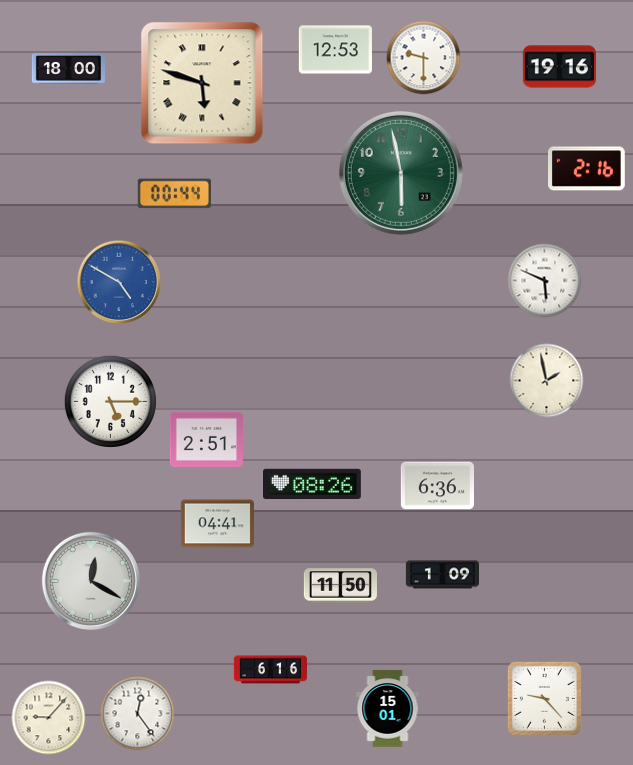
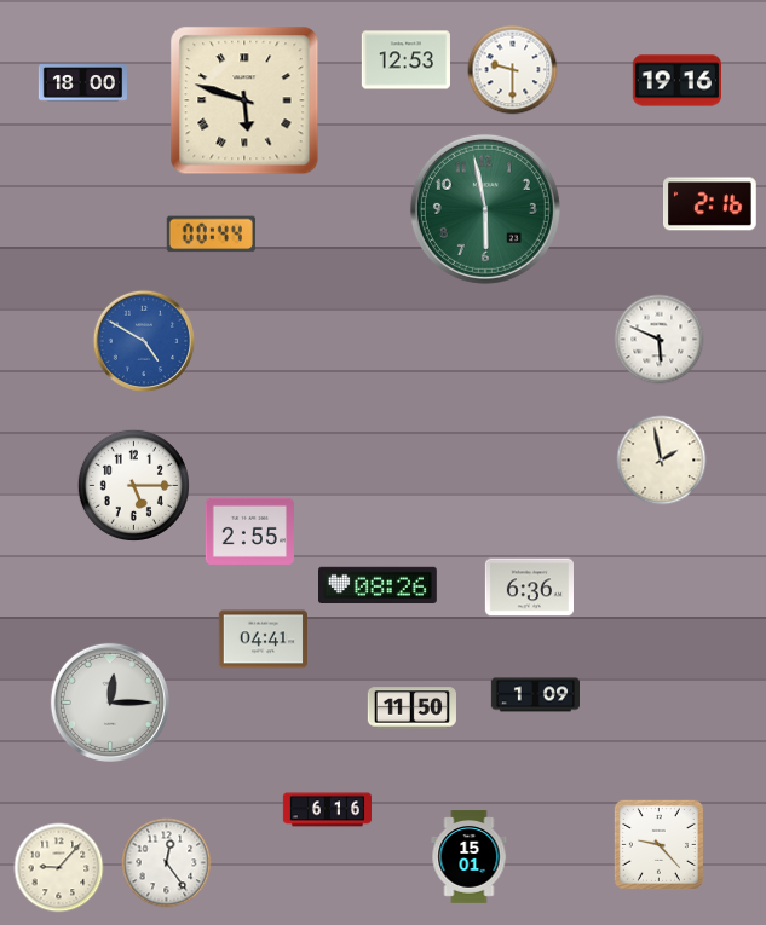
clock at (206, 439): 2:51 -> 2:55
clock at (217, 524) position: (217, 524) -> (263, 640)
clock at (91, 581): 12:20 -> 12:15
